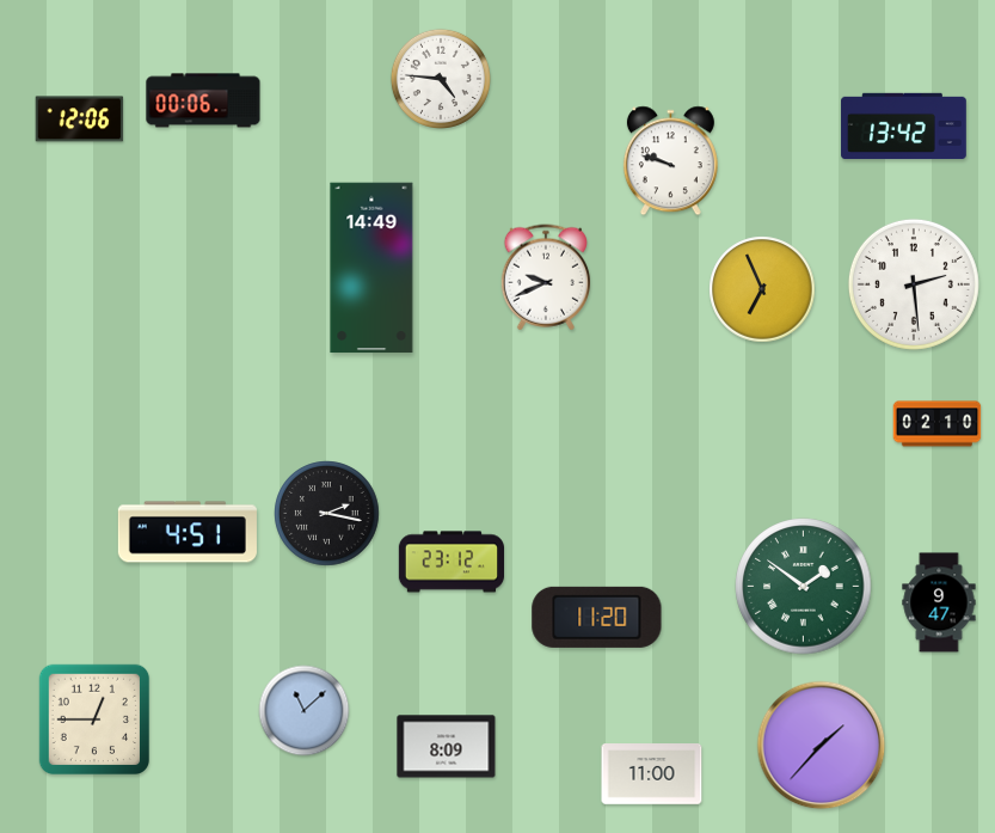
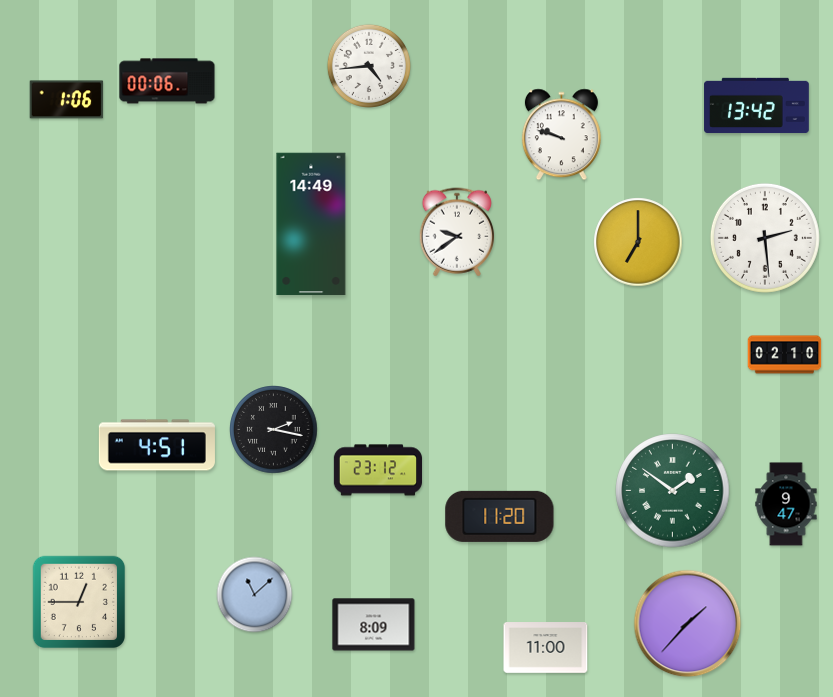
clock at (441, 79): 4:46 -> 4:44
clock at (203, 100) position: (203, 100) -> (167, 81)
clock at (80, 120): 12:06 -> 1:06
clock at (545, 277): 9:41 -> 9:39
clock at (762, 289): 6:56 -> 7:00
